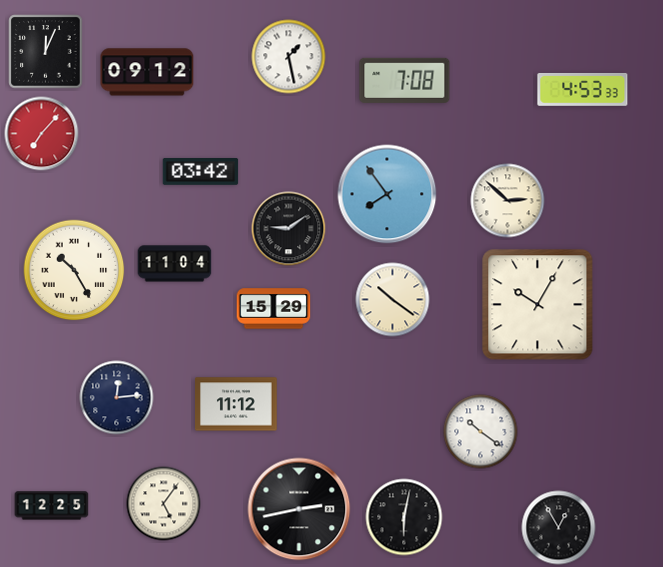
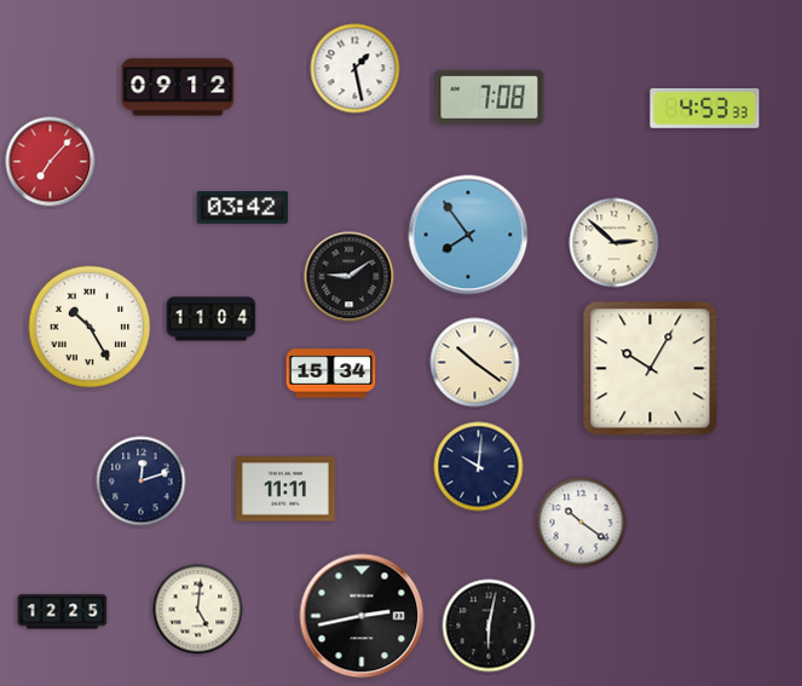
clock at (46, 52): 12:04 -> none
clock at (289, 57) position: (289, 57) -> (356, 69)
clock at (274, 309): 15:29 -> 15:34
clock at (479, 467): none -> 10:01
clock at (117, 398): 12:14 -> 12:12
clock at (237, 404): 11:12 -> 11:11
clock at (164, 504): 5:06 -> 5:01
clock at (559, 528): 12:55 -> none
